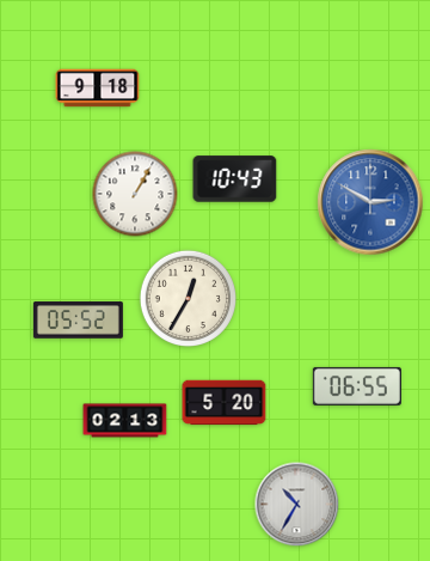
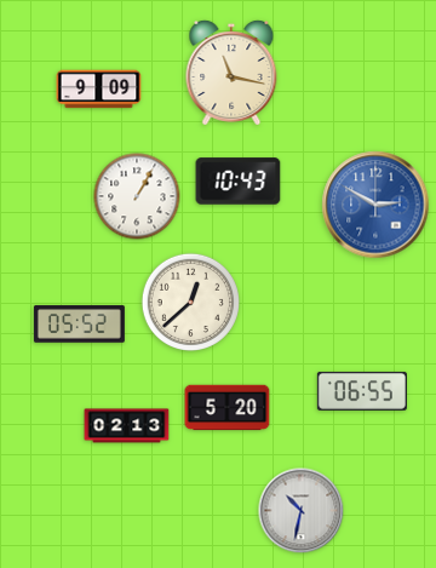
clock at (231, 74): none -> 11:17
clock at (98, 89): 9:18 -> 9:09
clock at (188, 298): 12:35 -> 12:38
clock at (297, 505): 10:35 -> 10:32
